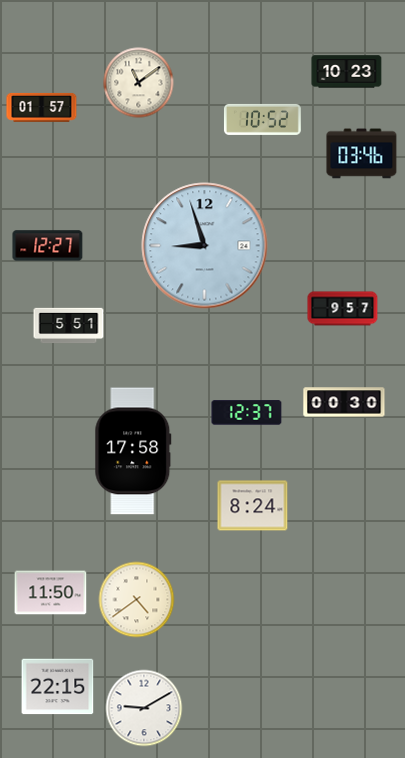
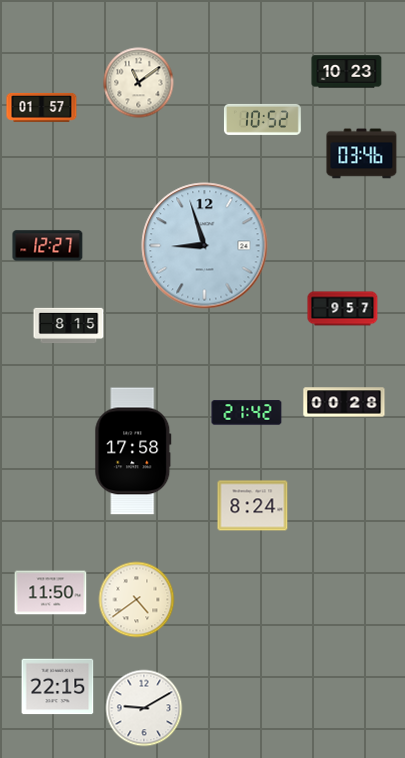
clock at (69, 326): 5:51 -> 8:15
clock at (344, 402): 00:30 -> 00:28
clock at (247, 413): 12:37 -> 21:42
